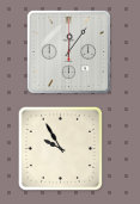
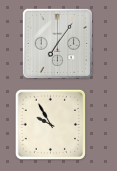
clock at (68, 51): 12:06 -> 7:06
